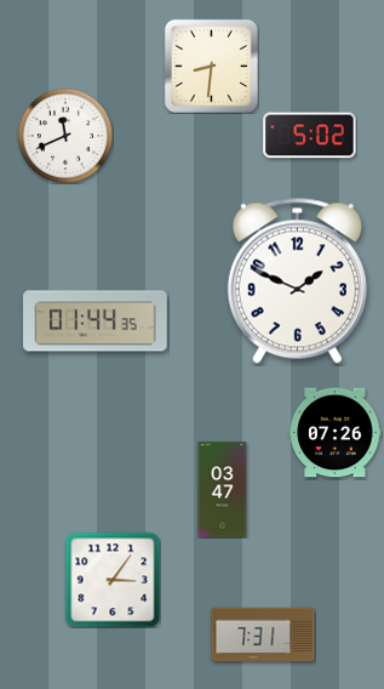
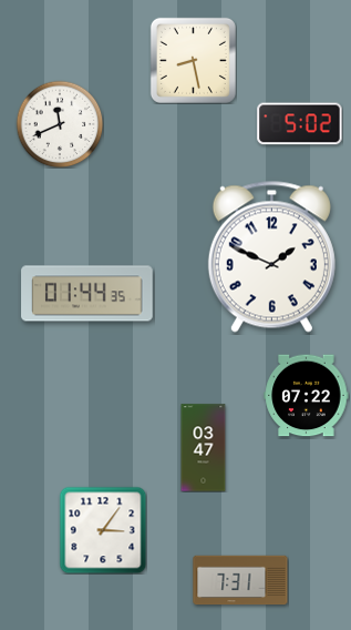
clock at (211, 66): 8:31 -> 8:28
clock at (310, 136) position: (310, 136) -> (300, 124)
clock at (336, 433): 07:26 -> 07:22
